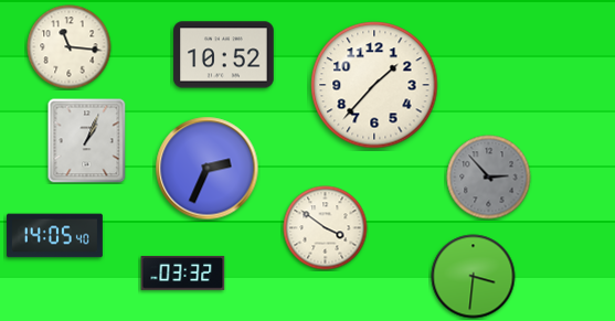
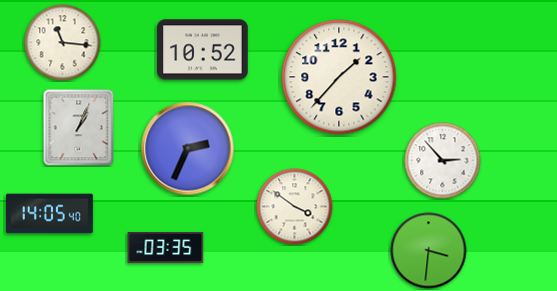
clock at (208, 169) position: (208, 169) -> (188, 149)
clock at (489, 178) dial: grey -> white
clock at (183, 274): 03:32 -> 03:35
